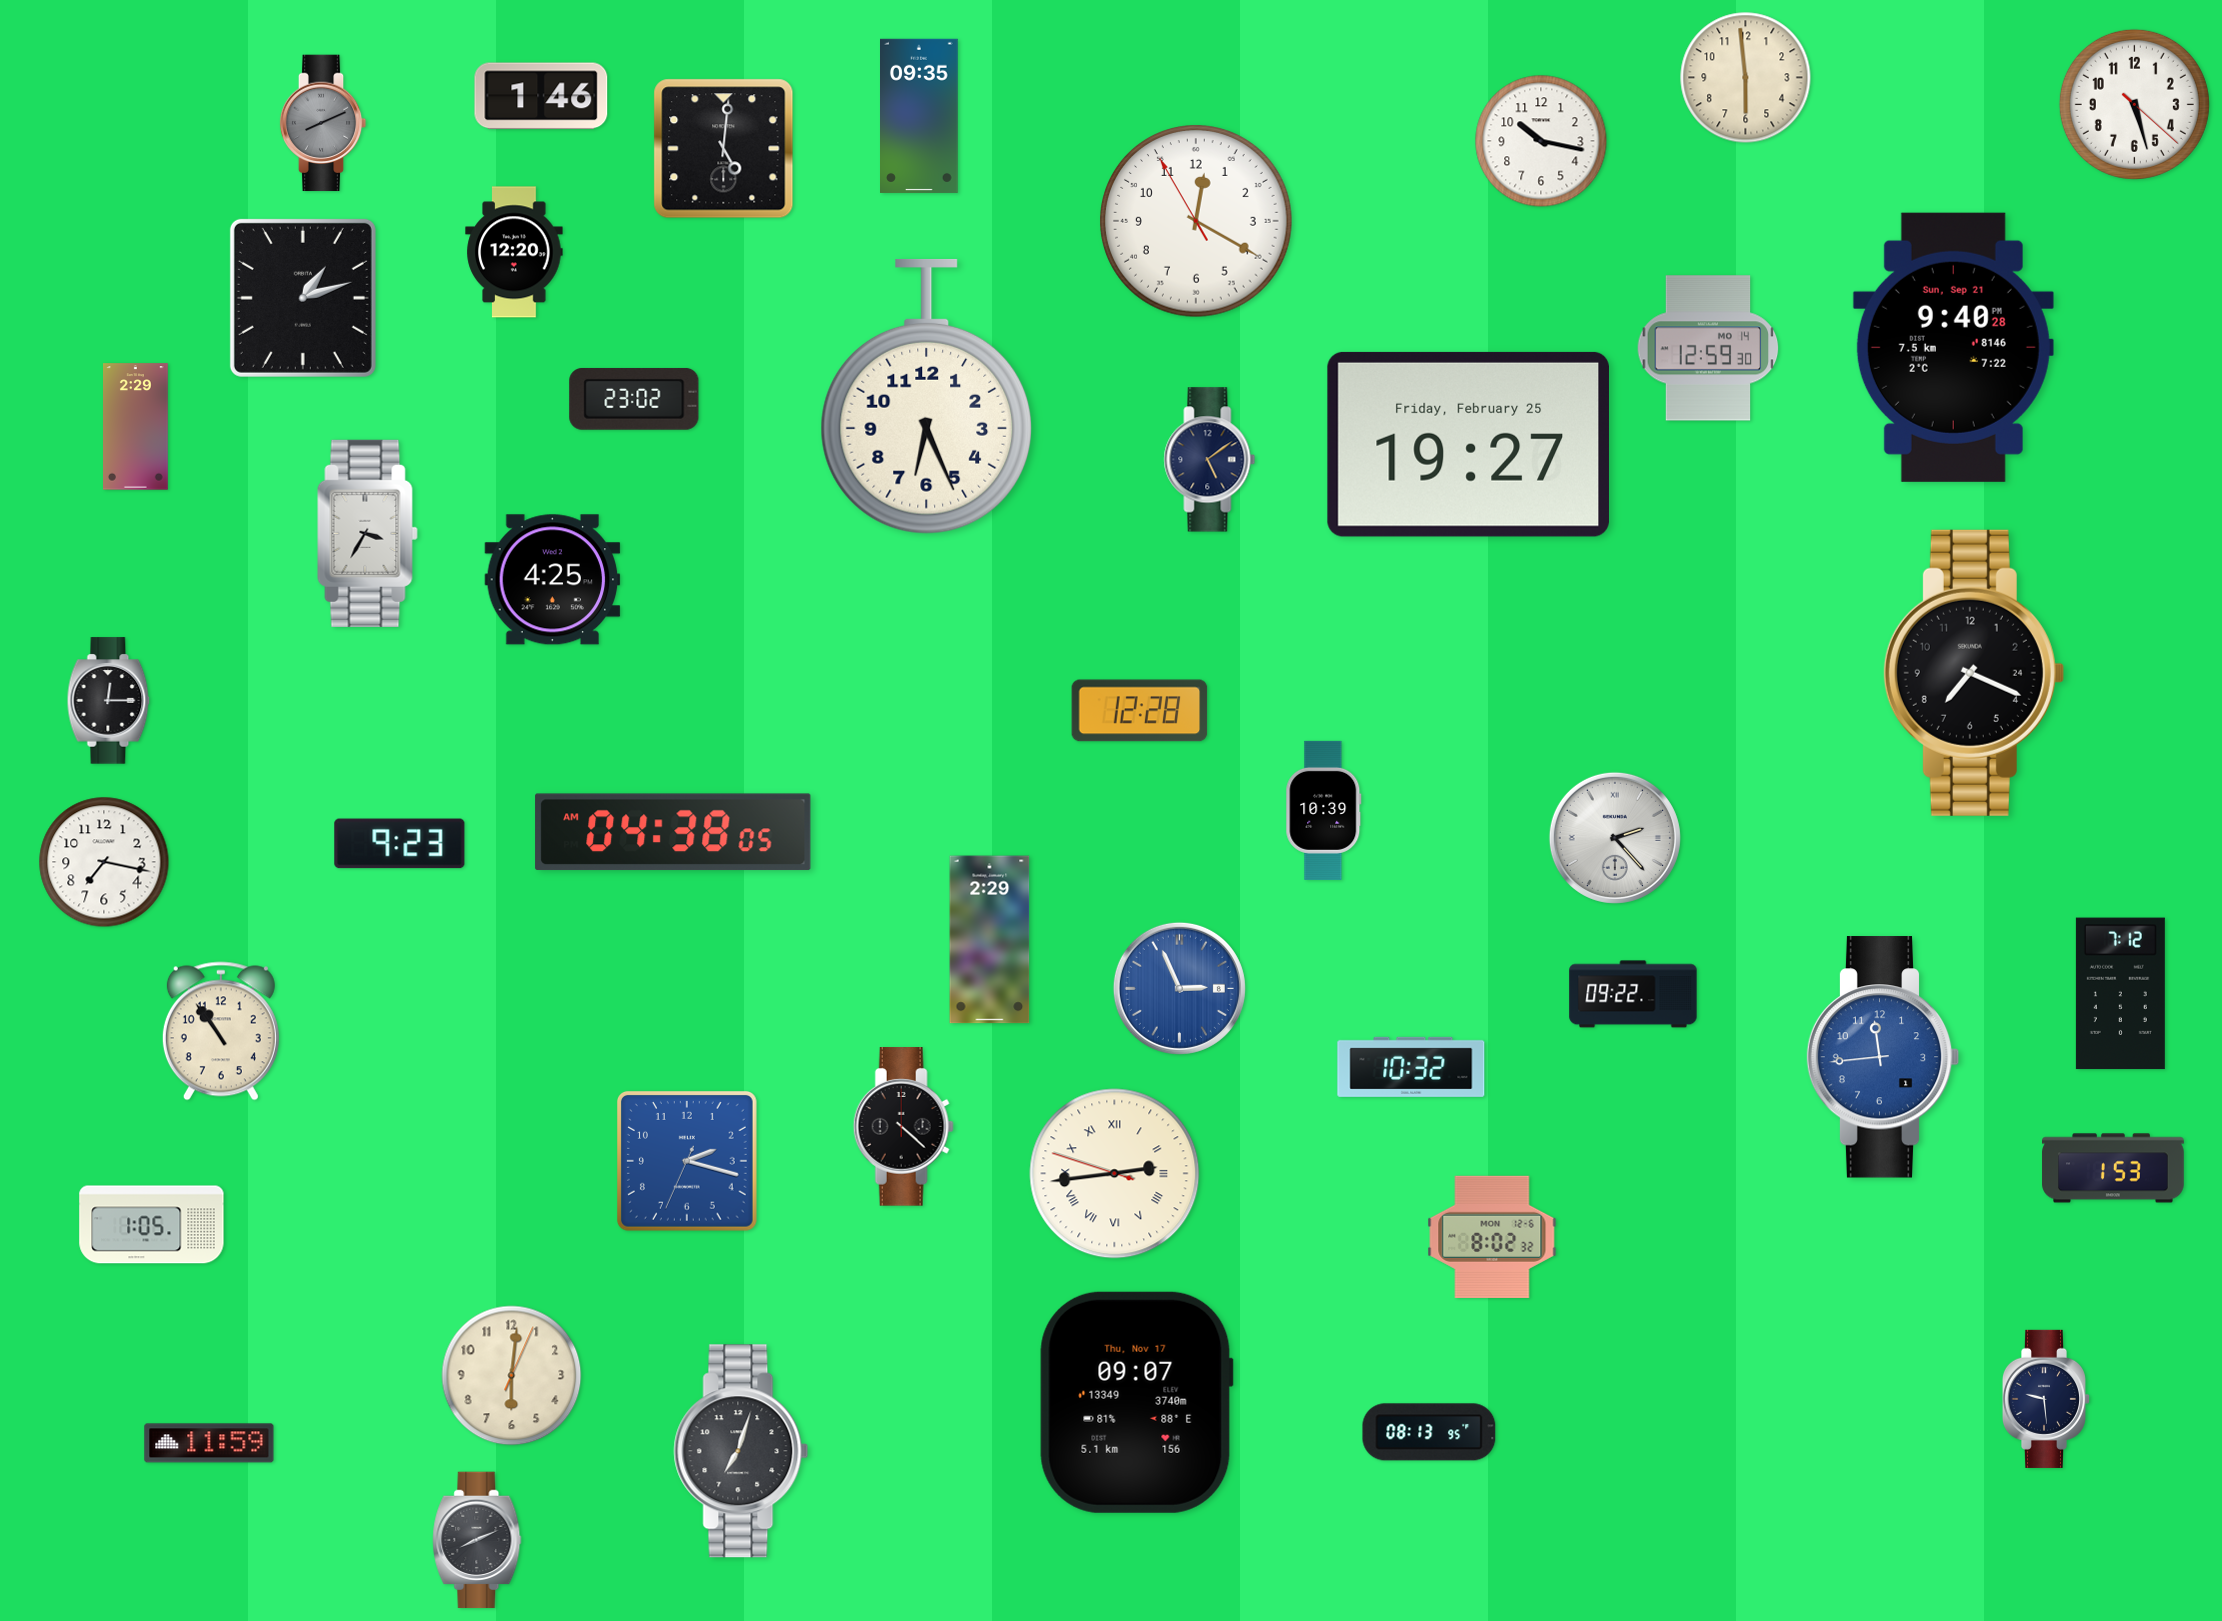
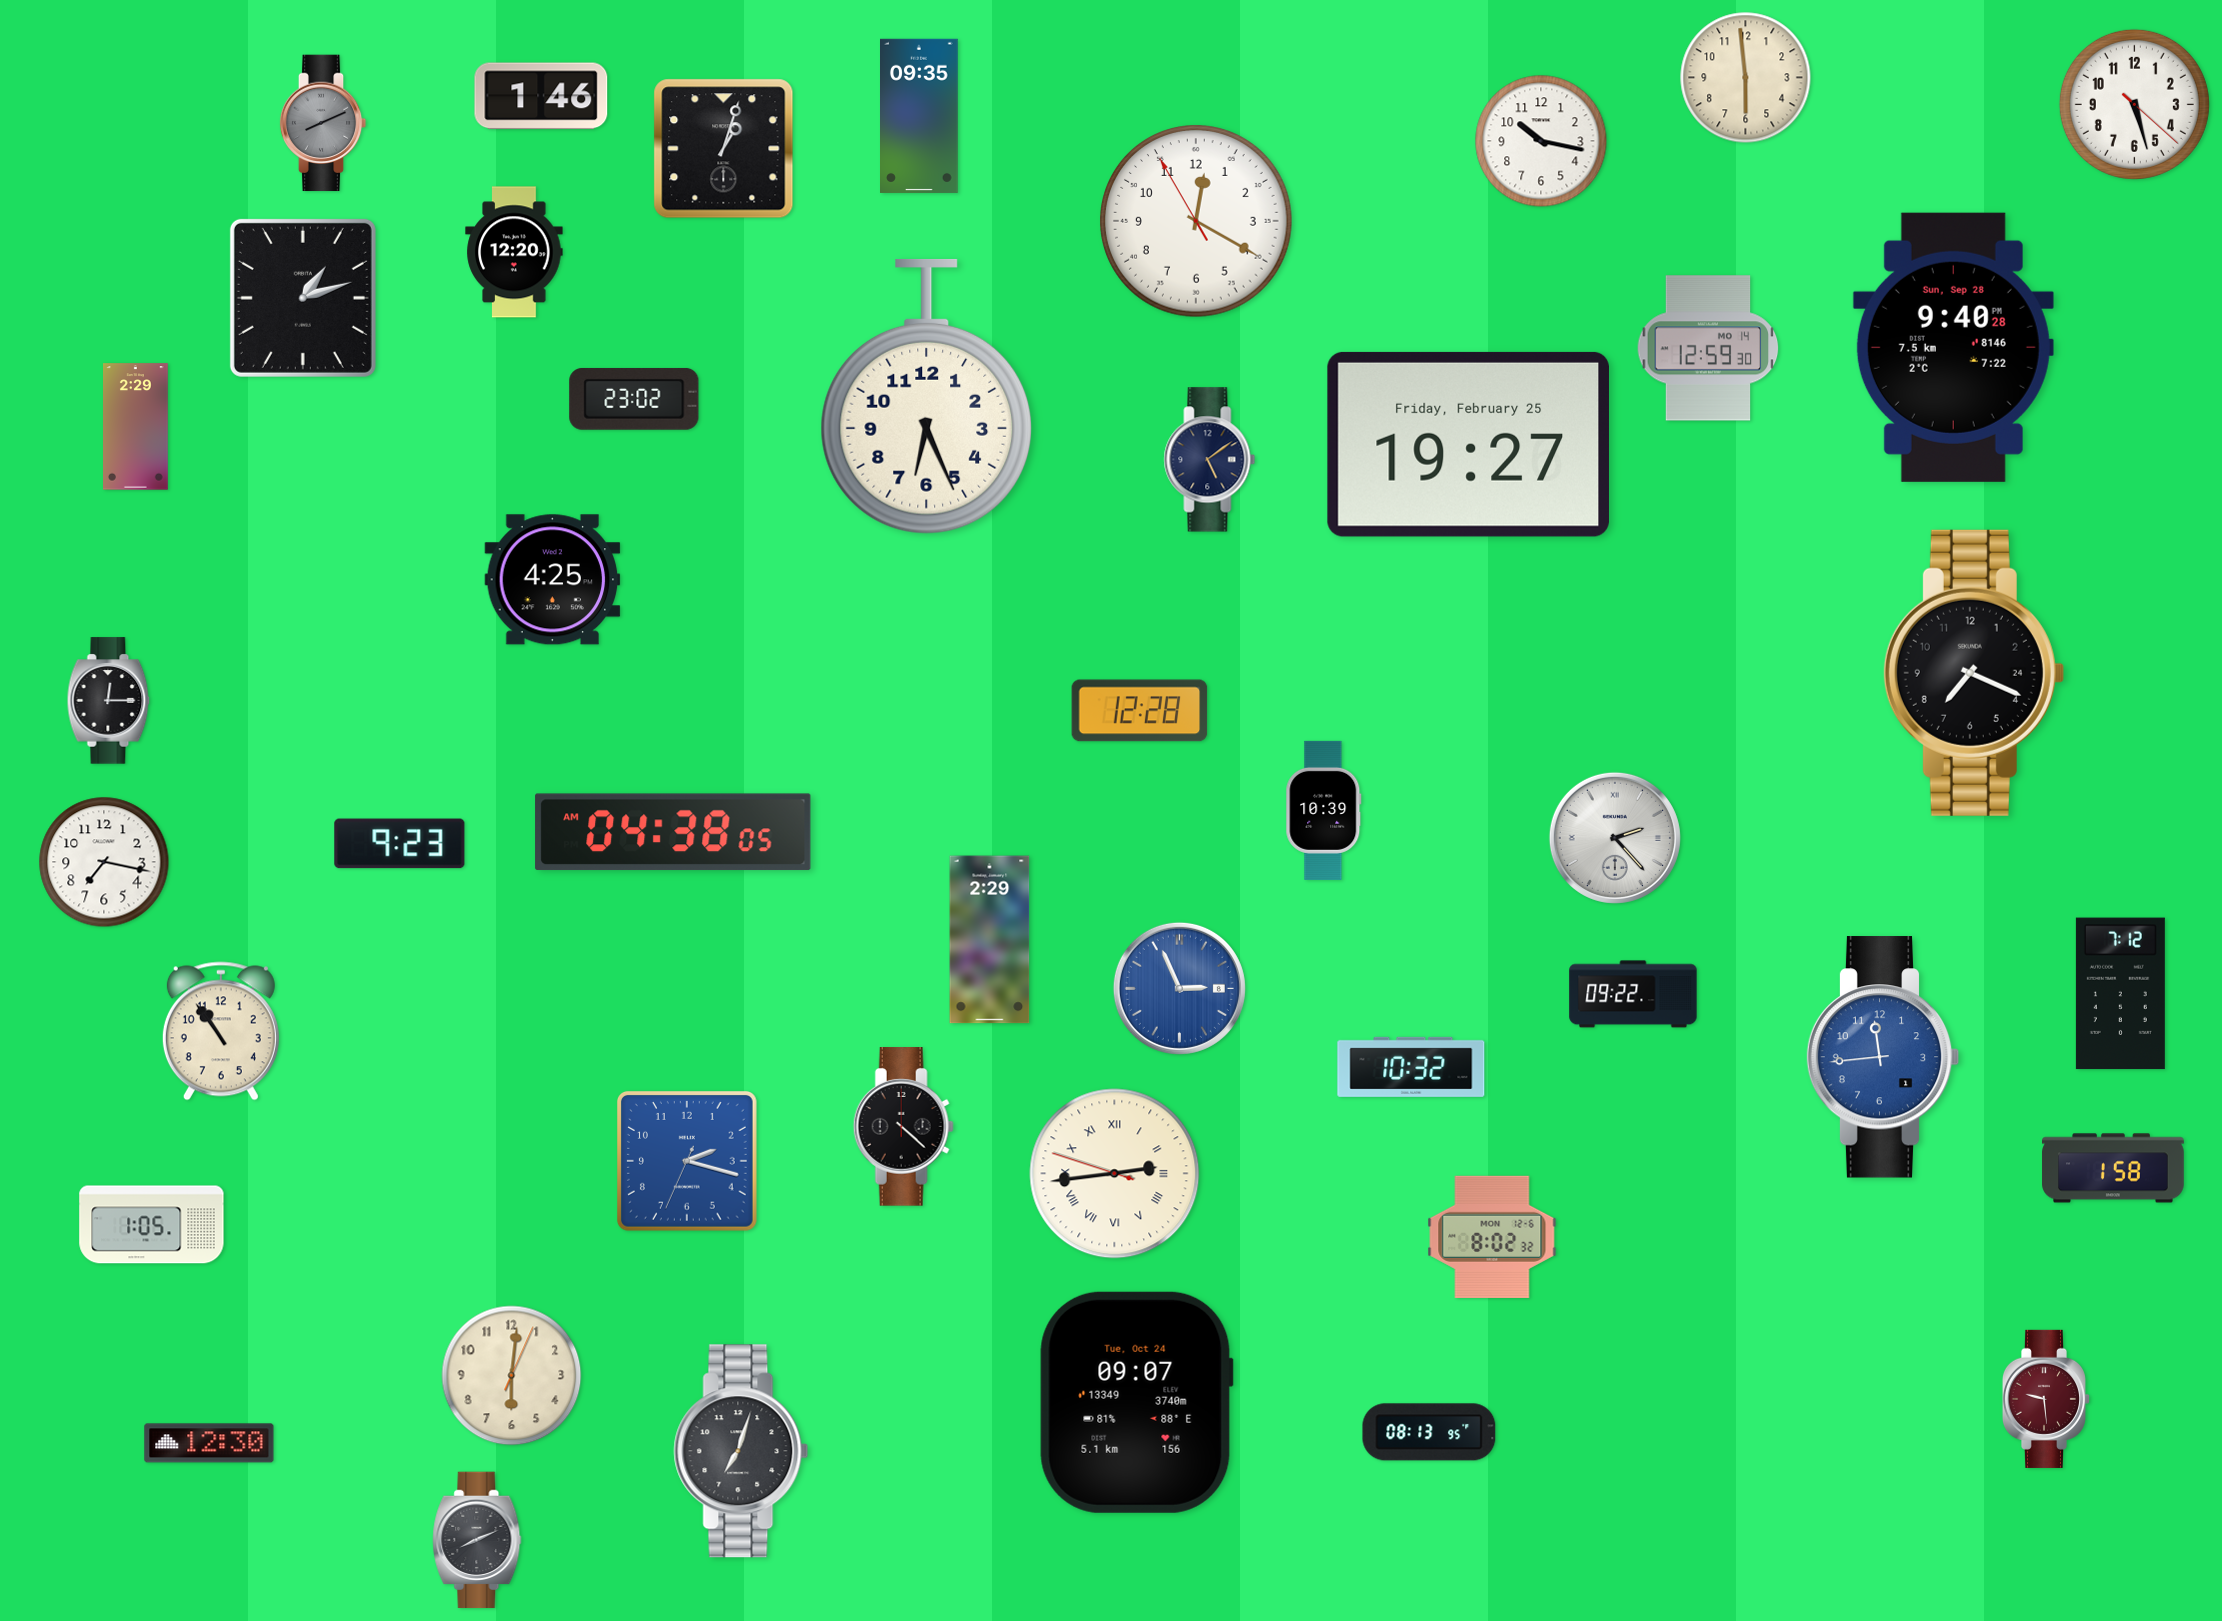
clock at (724, 149): 5:01 -> 1:03
clock at (1953, 347) date: Sun, Sep 21 -> Sun, Sep 28
clock at (368, 533): 3:35 -> none
clock at (2113, 1168): 1:53 -> 1:58
clock at (2046, 1399) dial: navy -> burgundy
clock at (1136, 1402) date: Thu, Nov 17 -> Tue, Oct 24
clock at (209, 1443): 11:59 -> 12:30
